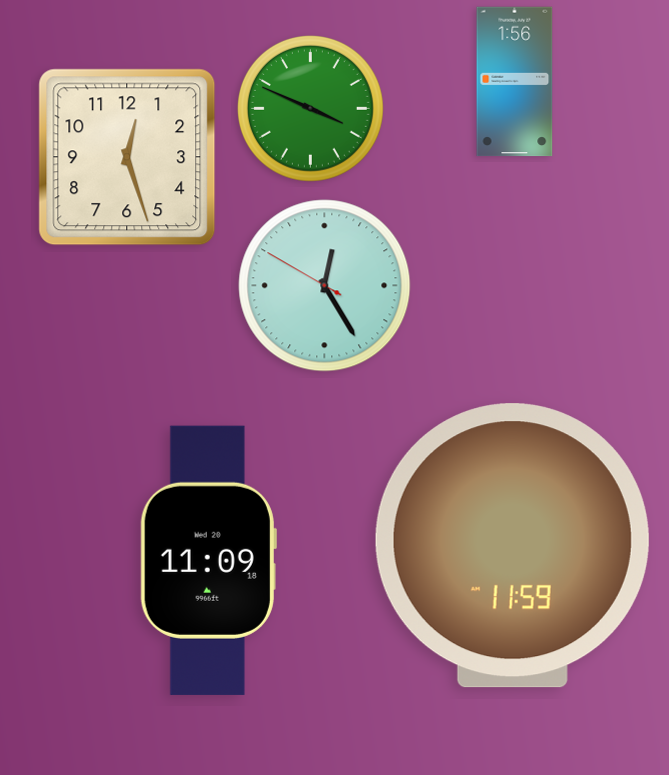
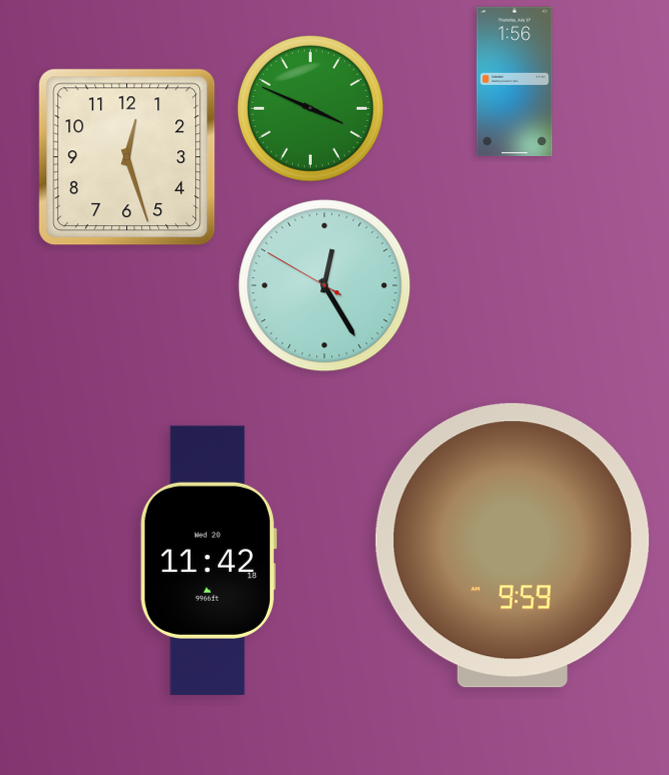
clock at (512, 546): 11:59 -> 9:59
clock at (208, 560): 11:09 -> 11:42
